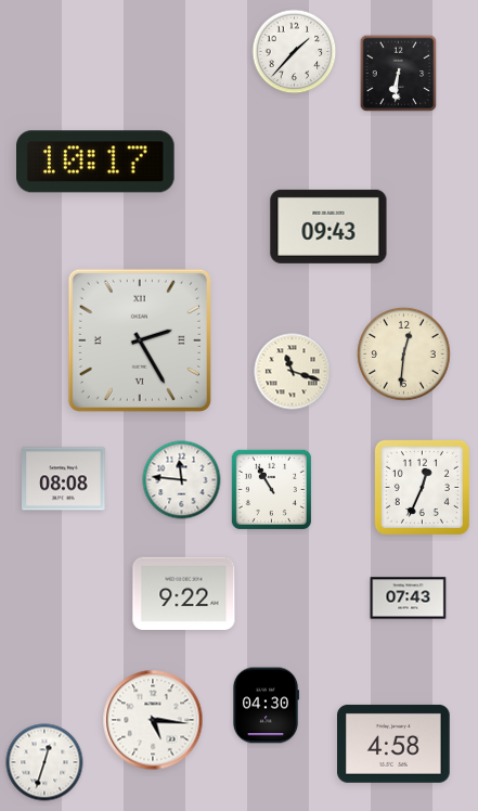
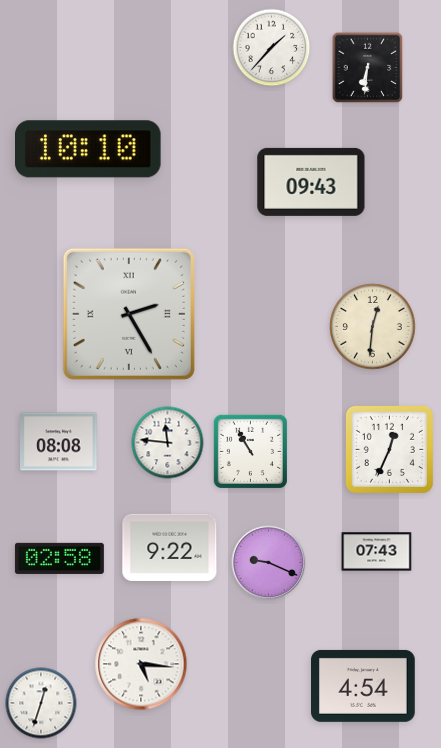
clock at (96, 162): 10:17 -> 10:10
clock at (328, 227) position: (328, 227) -> (311, 182)
clock at (293, 372): 11:18 -> none
clock at (59, 558): none -> 02:58
clock at (269, 563): none -> 9:19
clock at (264, 706): 04:30 -> none
clock at (395, 744): 4:58 -> 4:54
